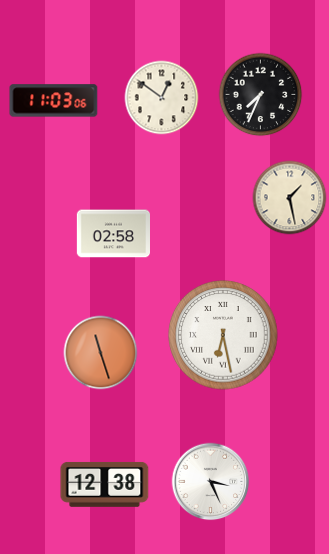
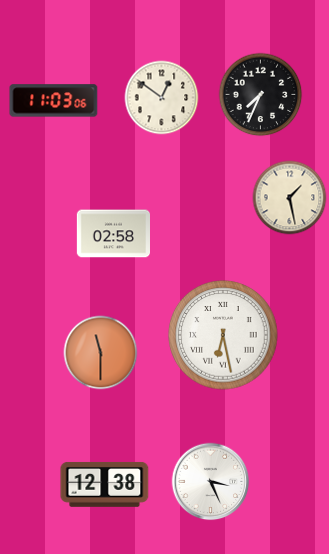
clock at (101, 353): 11:27 -> 11:30
